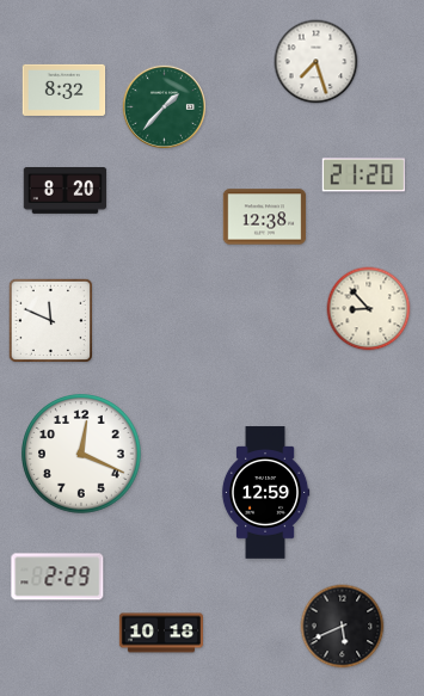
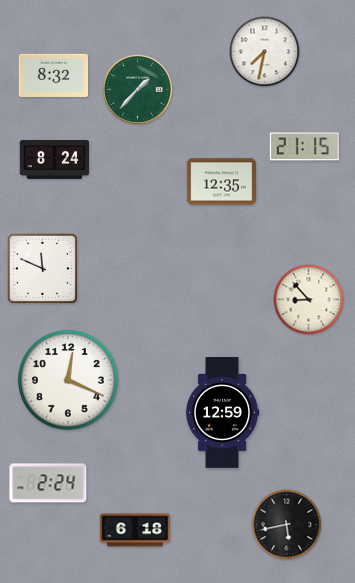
clock at (317, 62): 7:27 -> 7:32
clock at (363, 175): 21:20 -> 21:15
clock at (66, 190): 8:20 -> 8:24
clock at (265, 217): 12:38 -> 12:35
clock at (369, 309) position: (369, 309) -> (309, 300)
clock at (57, 577): 2:29 -> 2:24
clock at (343, 627): 5:41 -> 5:43
clock at (161, 633): 10:18 -> 6:18
